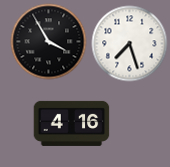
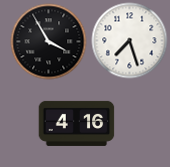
clock at (130, 44) position: (130, 44) -> (130, 41)
clock at (72, 123) position: (72, 123) -> (77, 123)
